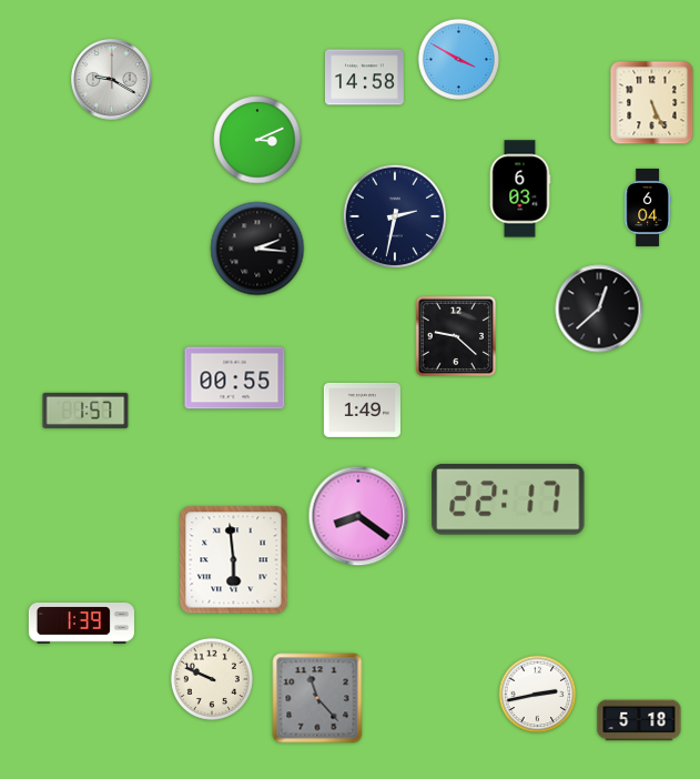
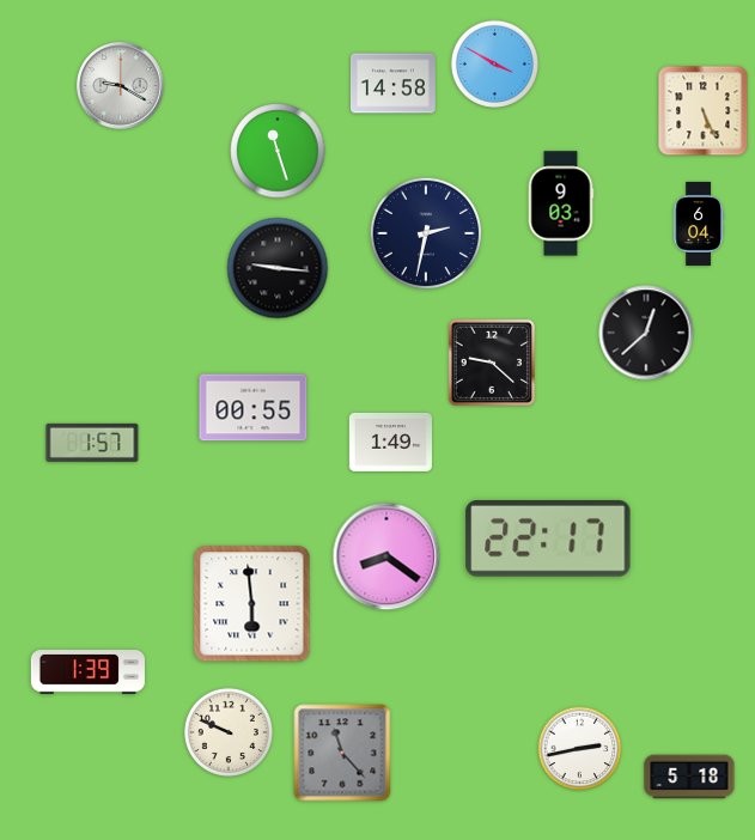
clock at (257, 140): 3:11 -> 11:27
clock at (520, 189): 6:03 -> 9:03
clock at (257, 249): 2:16 -> 9:16
